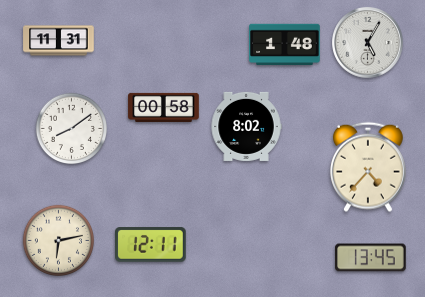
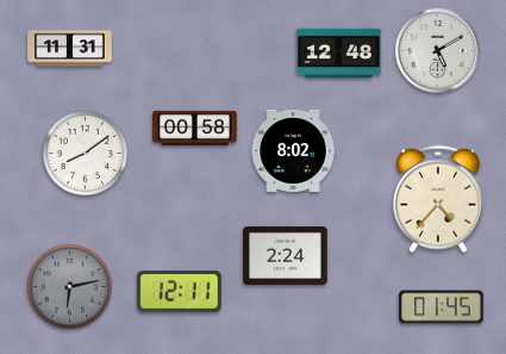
clock at (368, 43): 5:05 -> 5:10
clock at (285, 45): 1:48 -> 12:48
clock at (286, 255): none -> 2:24
clock at (58, 240) dial: cream -> grey
clock at (371, 258): 13:45 -> 01:45
